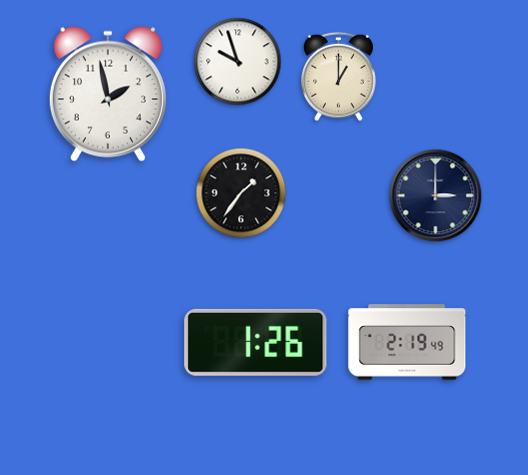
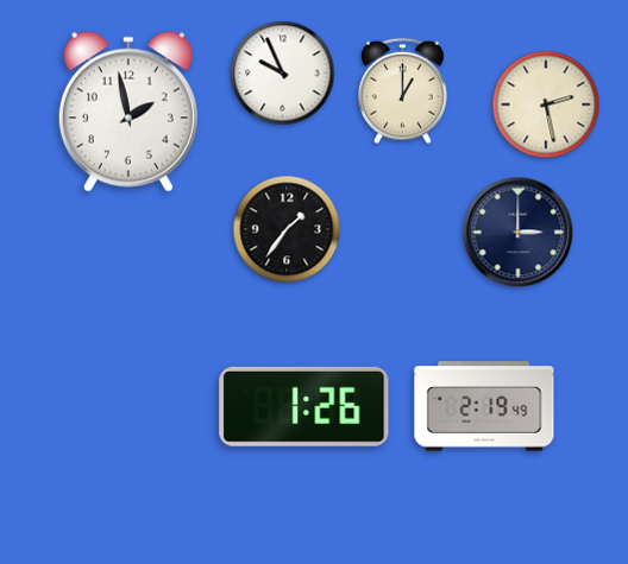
clock at (238, 62): 9:57 -> 9:56
clock at (546, 104): none -> 2:28
